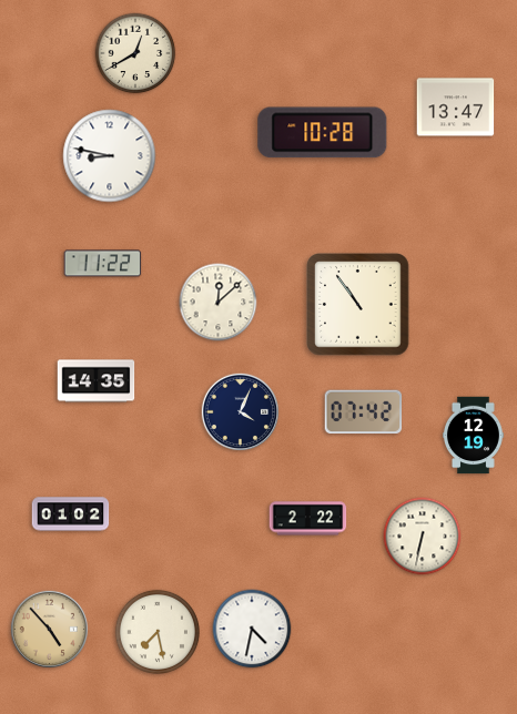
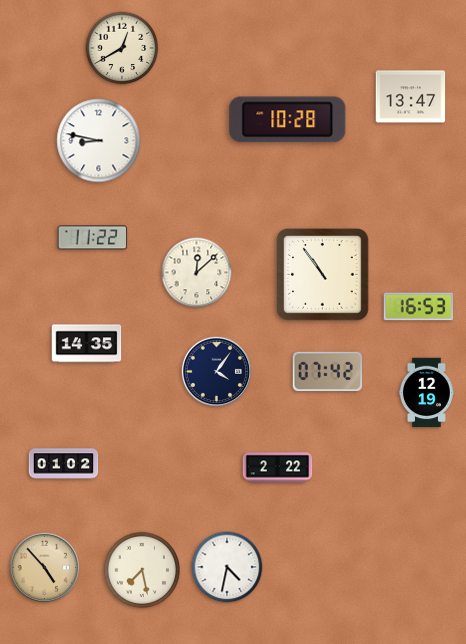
clock at (323, 133) position: (323, 133) -> (288, 120)
clock at (419, 307): none -> 16:53
clock at (241, 412): 4:04 -> 4:06
clock at (423, 537): 6:32 -> none
